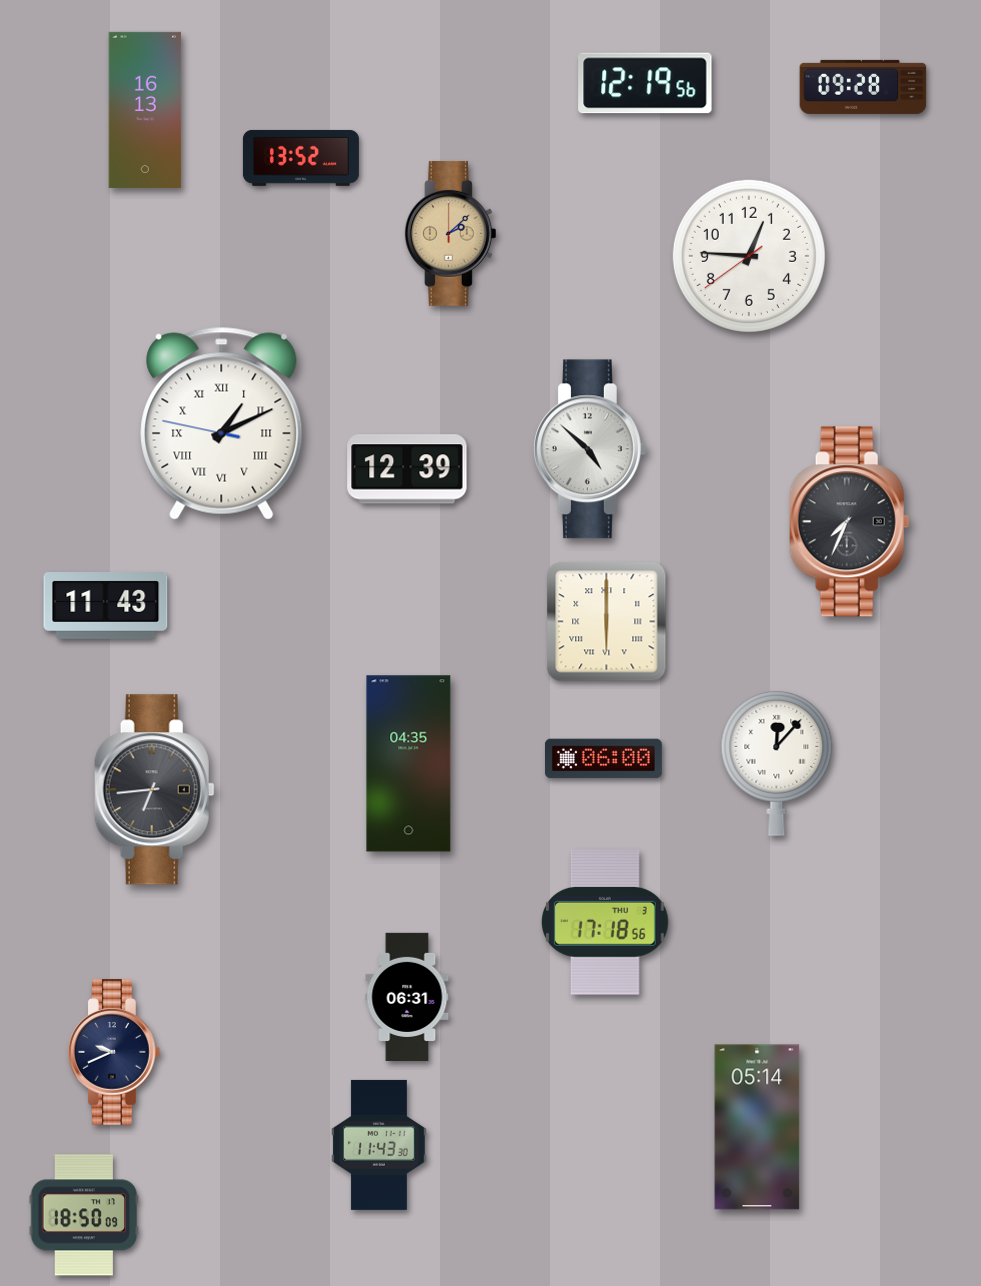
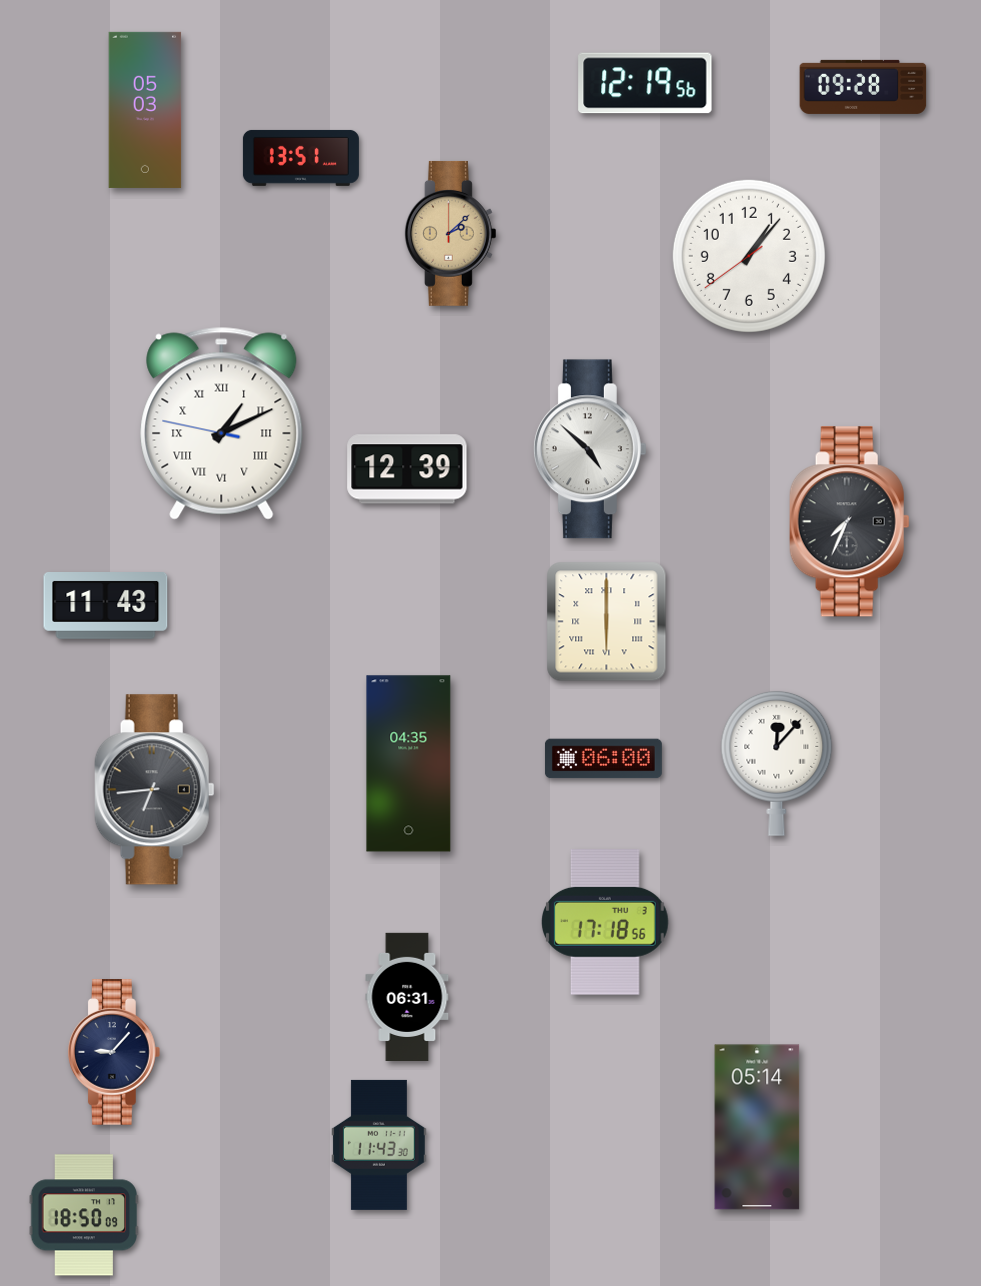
clock at (145, 110): 16:13 -> 05:03
clock at (301, 158): 13:52 -> 13:51
clock at (749, 256): 12:45 -> 1:06
clock at (114, 1052): 9:41 -> 9:07
